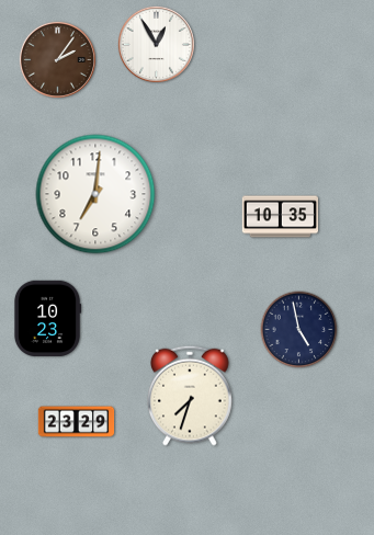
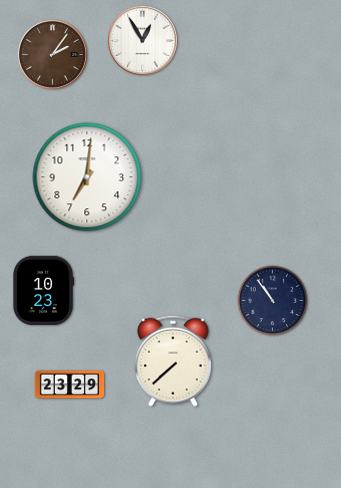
clock at (280, 217): 10:35 -> none
clock at (299, 330): 4:58 -> 10:54
clock at (191, 396): 7:33 -> 7:38
